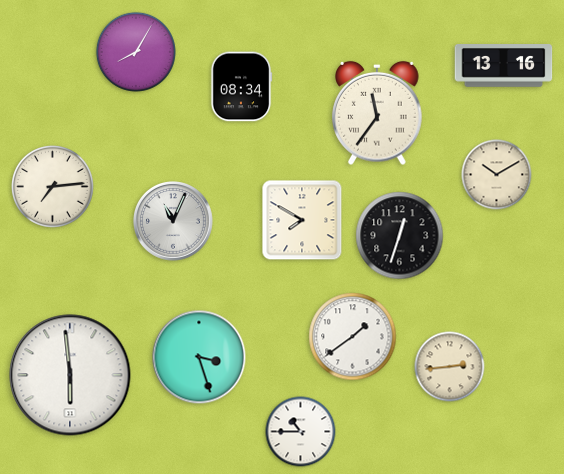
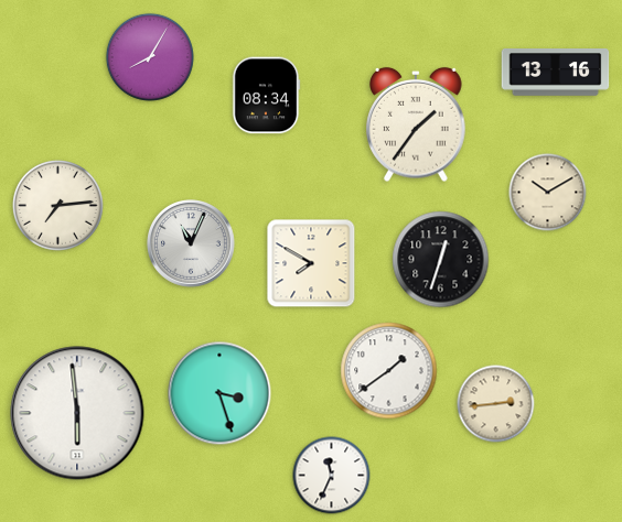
clock at (377, 113): 11:36 -> 1:36
clock at (302, 220) position: (302, 220) -> (311, 263)
clock at (301, 432): 10:45 -> 11:34
